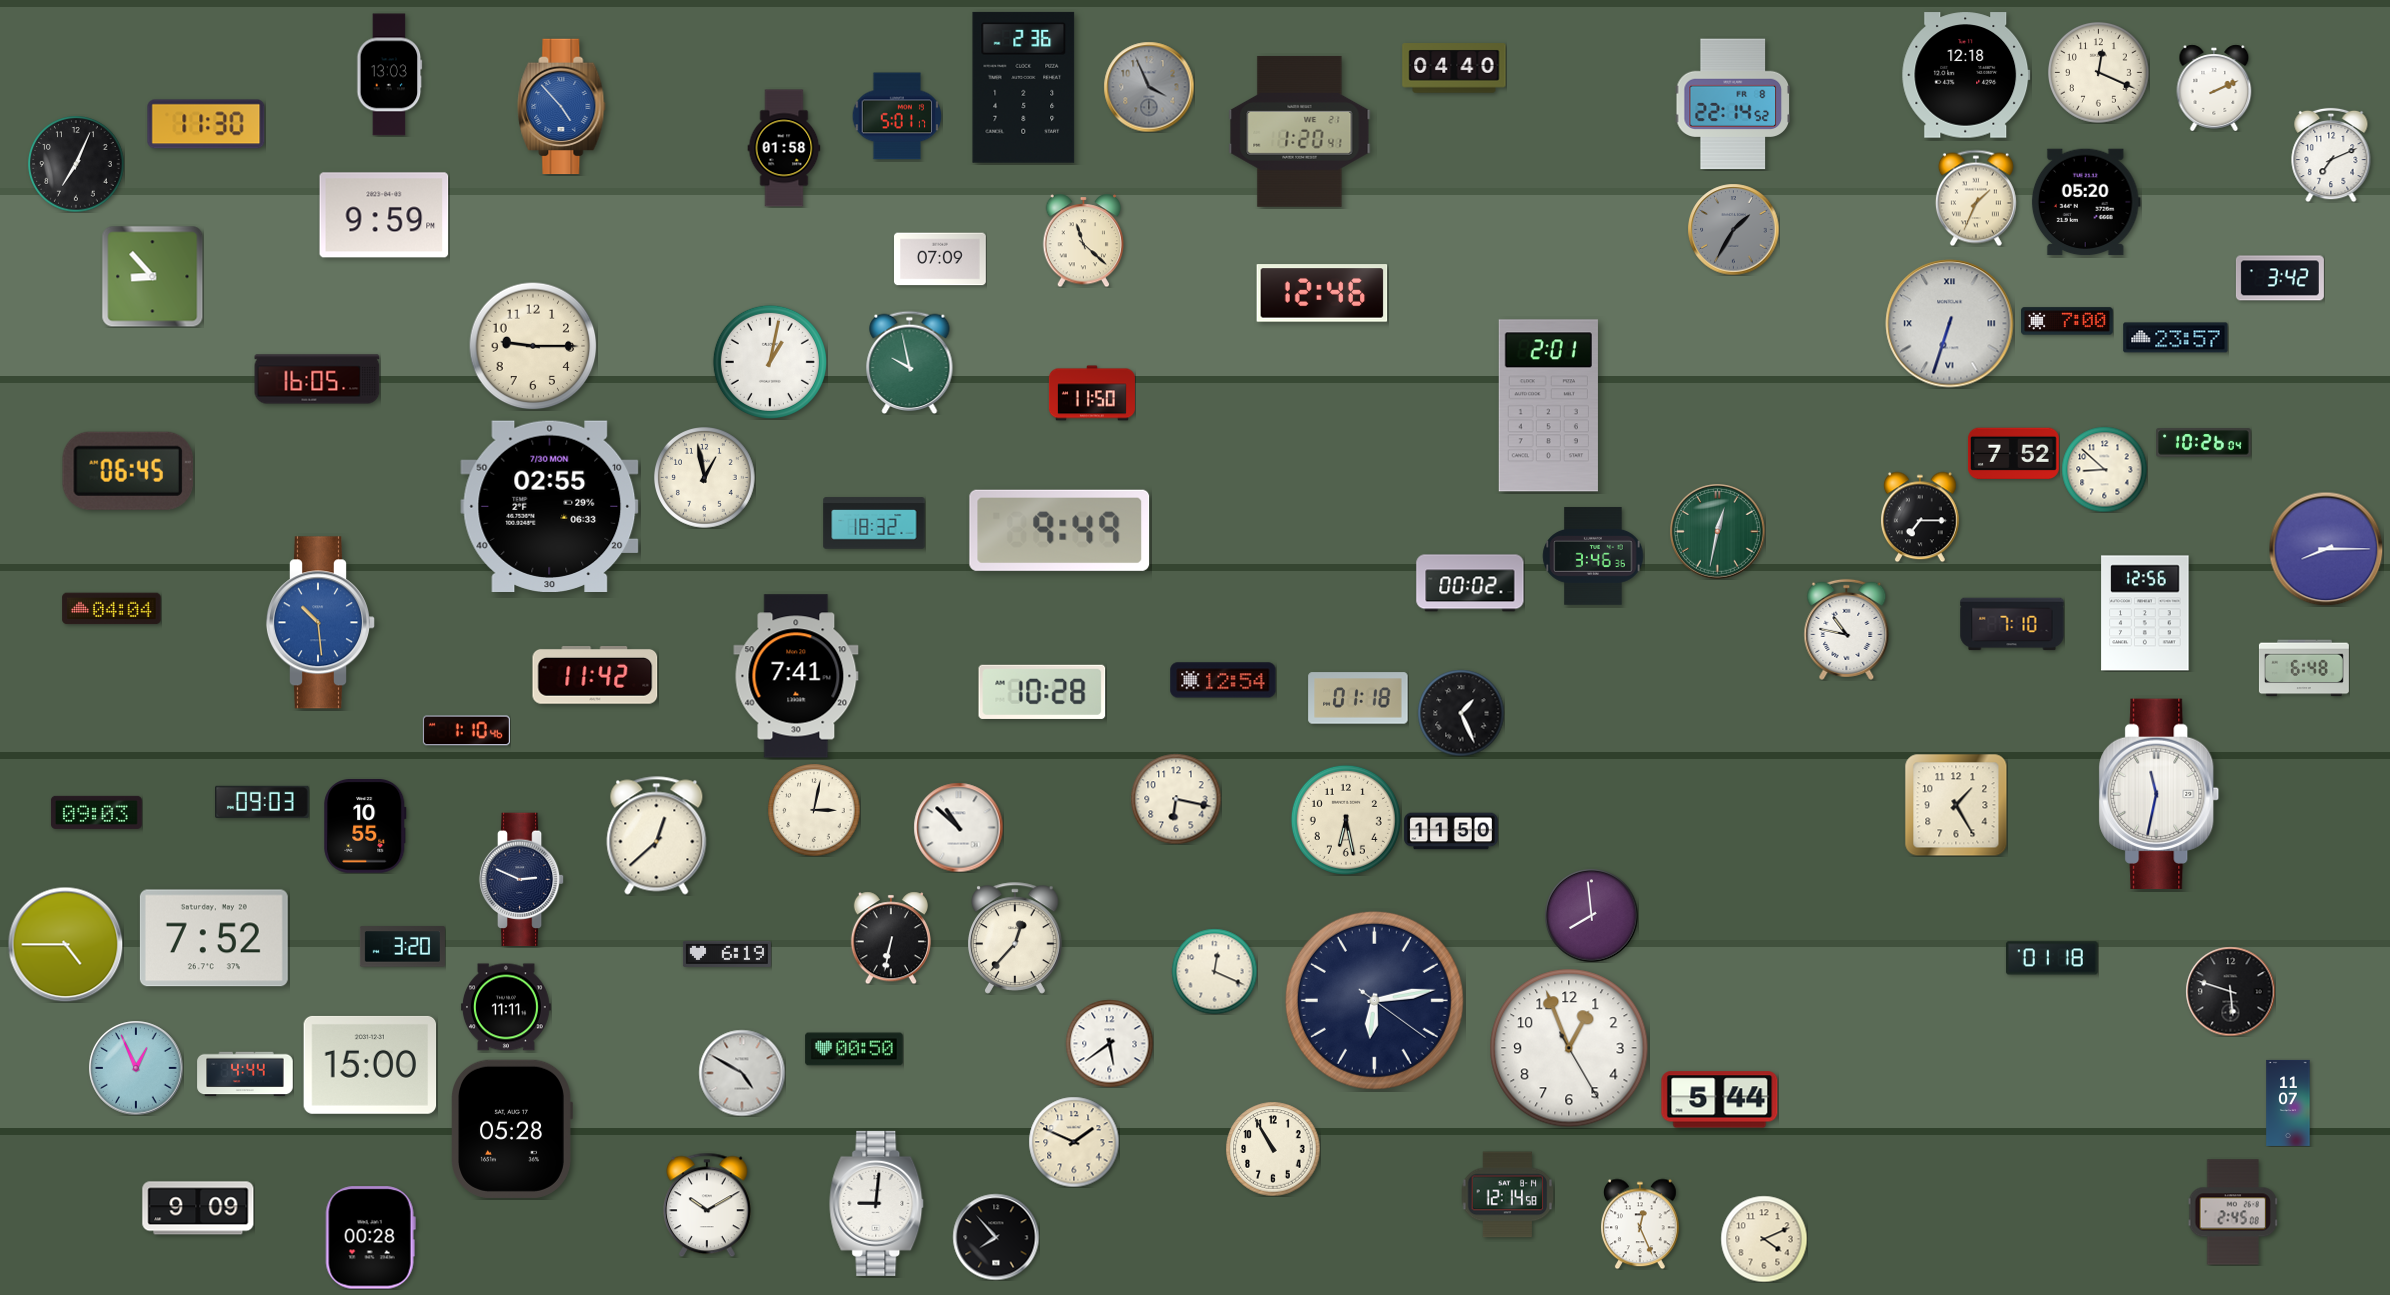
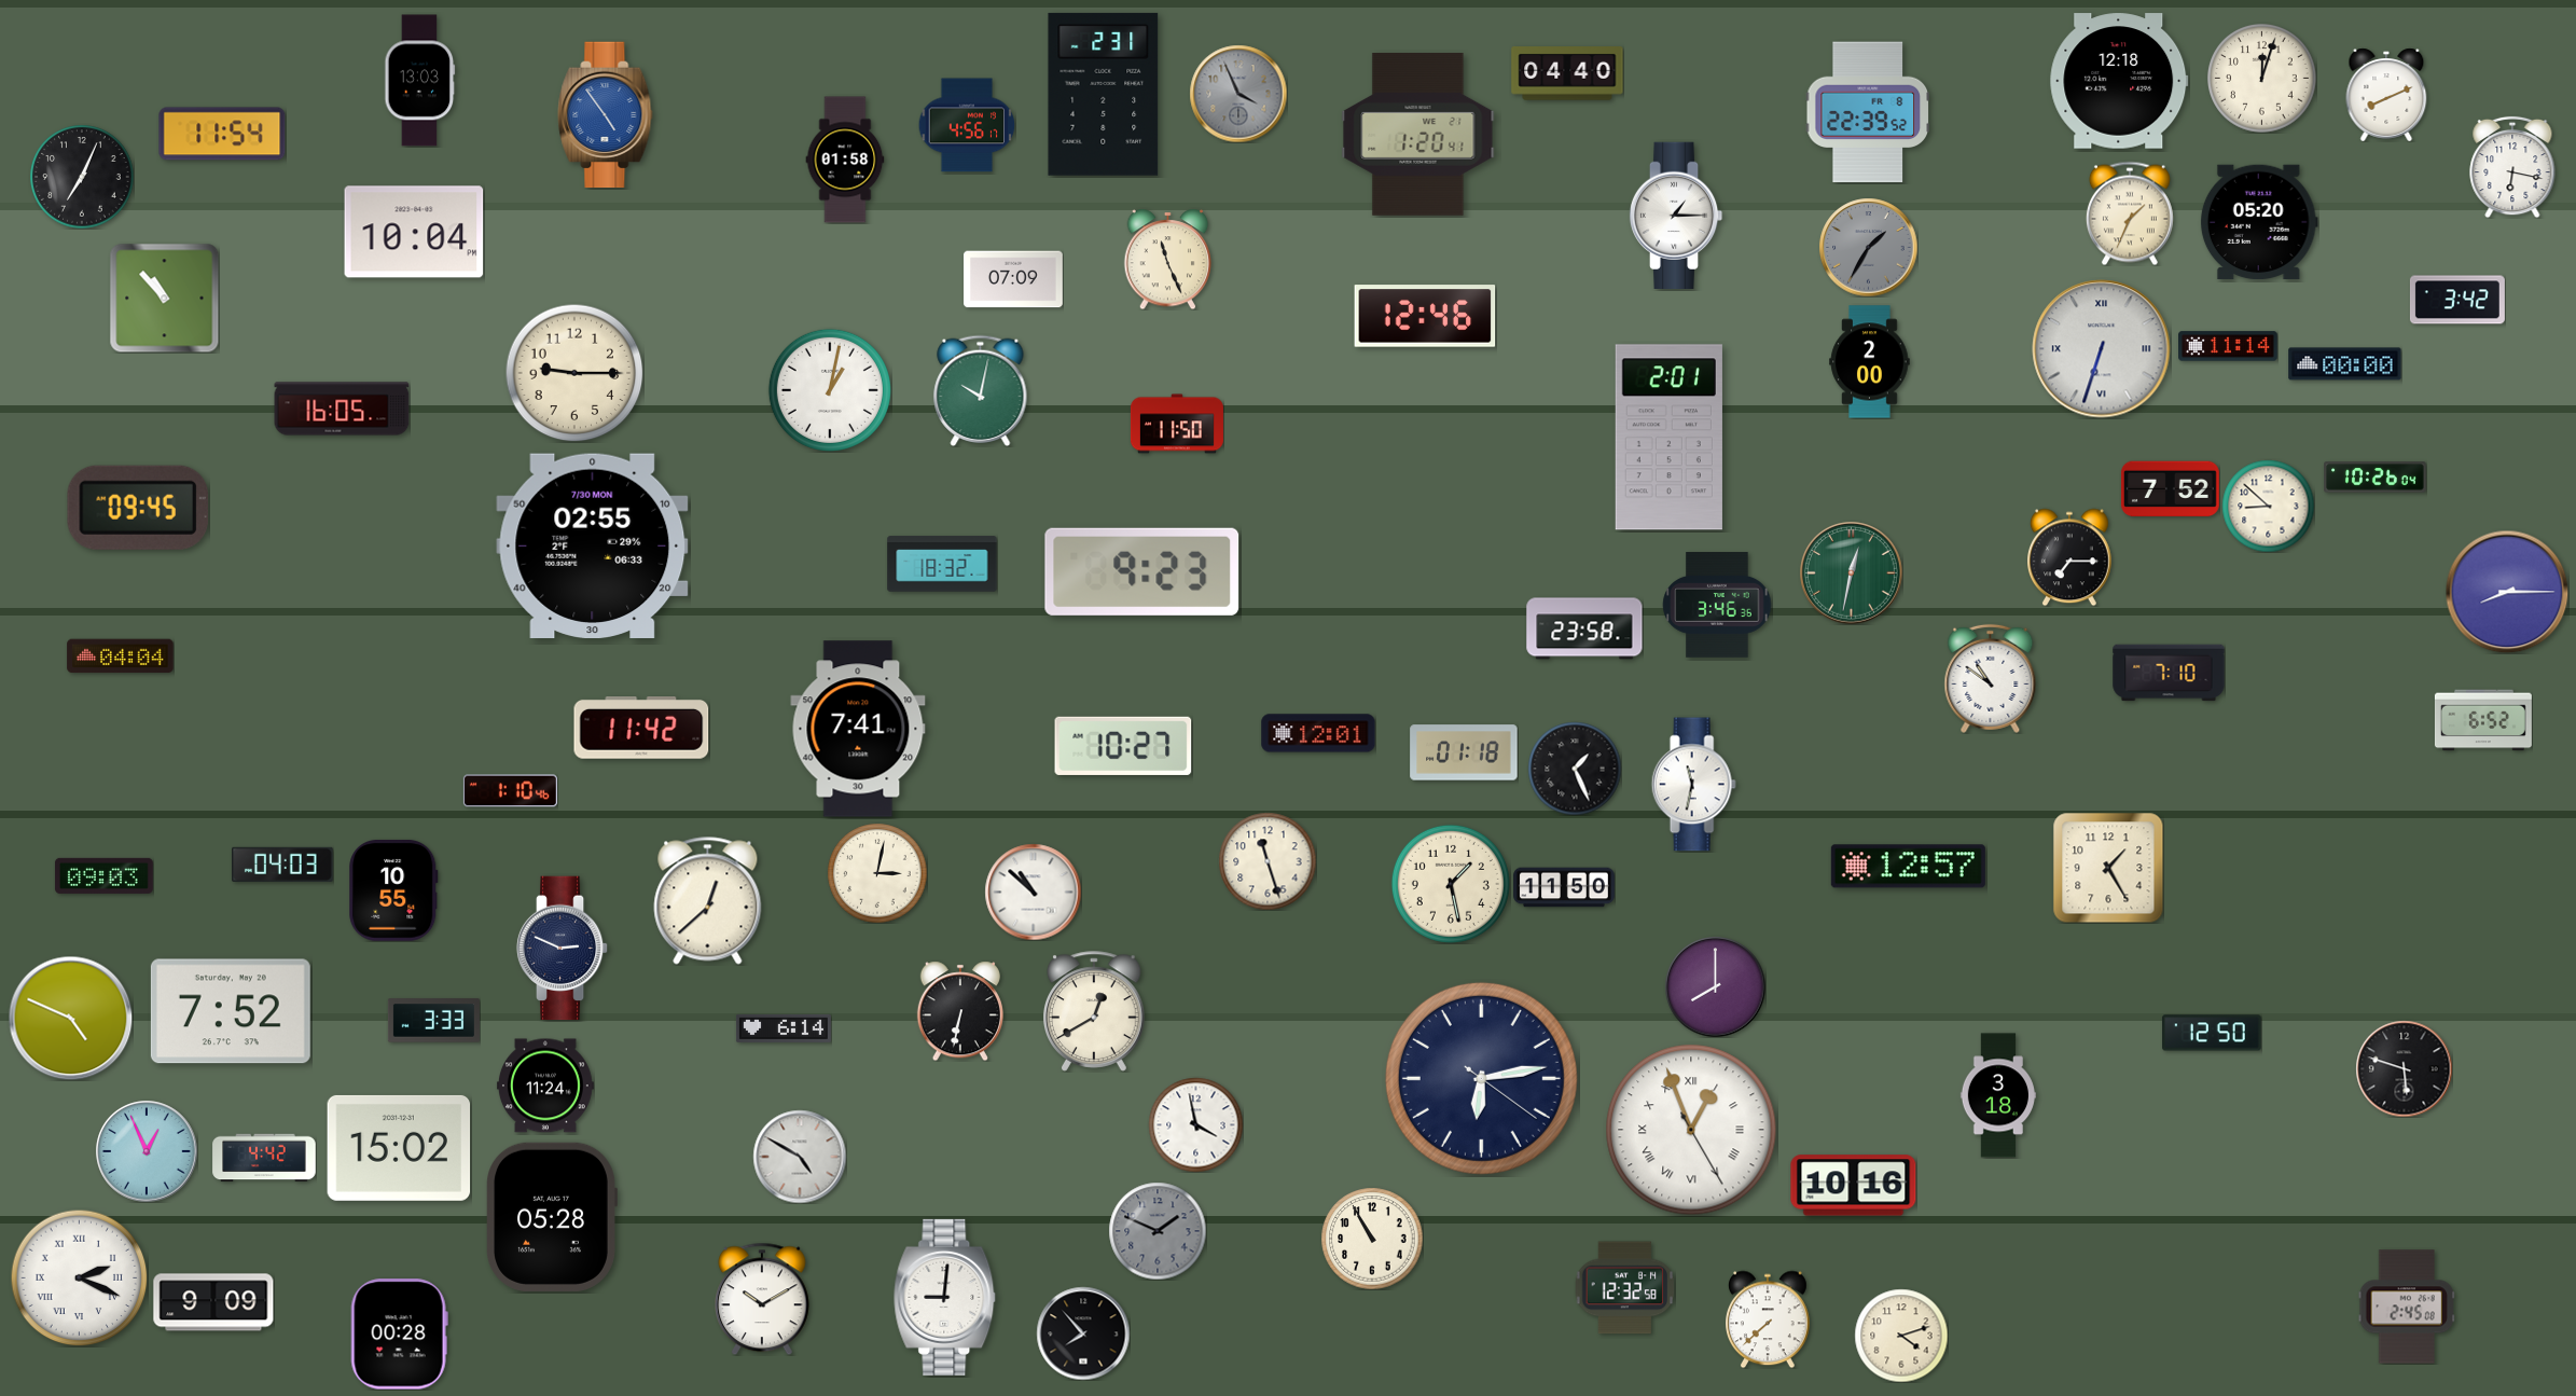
clock at (2099, 73): 12:19 -> 12:03
clock at (1024, 87): 2:36 -> 2:31
clock at (2214, 88): 2:11 -> 8:11
clock at (1732, 104): 22:14 -> 22:39
clock at (562, 107): 4:53 -> 4:54
clock at (897, 116): 5:01 -> 4:56
clock at (206, 124): 11:30 -> 11:54
clock at (1300, 131) position: (1300, 131) -> (1418, 134)
clock at (2331, 155): 7:11 -> 6:17
clock at (1676, 215): none -> 1:15
clock at (2086, 202) position: (2086, 202) -> (2259, 222)
clock at (384, 215): 9:59 -> 10:04
clock at (1084, 240): 11:22 -> 11:26
clock at (152, 276): 8:53 -> 10:53
clock at (2068, 321): 7:00 -> 11:14
clock at (1870, 362): none -> 2:00
clock at (2176, 338): 23:57 -> 00:00
clock at (910, 362): 9:58 -> 10:02
clock at (128, 471): 06:45 -> 09:45
clock at (705, 478): 12:58 -> none
clock at (1060, 530): 9:49 -> 9:23
clock at (1593, 556) position: (1593, 556) -> (1717, 605)
clock at (1470, 583): 00:02 -> 23:58
clock at (2145, 613): 12:56 -> none
clock at (320, 623): 10:29 -> none
clock at (1847, 629): 10:47 -> 10:51
clock at (2304, 668): 6:48 -> 6:52
clock at (1223, 680): 12:54 -> 12:01
clock at (1042, 692): 10:28 -> 10:27
clock at (1693, 785): none -> 11:32
clock at (466, 731) position: (466, 731) -> (510, 791)
clock at (2159, 793): 11:32 -> none
clock at (1176, 799): 6:17 -> 11:27
clock at (263, 802): 09:03 -> 04:03
clock at (1908, 867): none -> 12:57
clock at (1346, 820): 6:28 -> 1:28
clock at (1451, 831) position: (1451, 831) -> (1564, 887)
clock at (1591, 915): 7:59 -> 8:00
clock at (1016, 938): 12:37 -> 12:40
clock at (65, 944): 4:45 -> 4:49
clock at (402, 947): 3:20 -> 3:33
clock at (727, 954): 6:19 -> 6:14
clock at (2052, 958): 01:18 -> 12:50
clock at (1214, 971): 12:19 -> none
clock at (506, 1007): 11:11 -> 11:24
clock at (1997, 1095): none -> 3:18
clock at (1109, 1043): 5:39 -> 3:58
clock at (1569, 1048) numerals: Arabic -> Roman
clock at (854, 1049): 00:50 -> none
clock at (370, 1065): 15:00 -> 15:02
clock at (245, 1074): 4:44 -> 4:42
clock at (1720, 1100): 5:44 -> 10:16
clock at (2288, 1103): 11:07 -> none
clock at (1074, 1142) dial: cream -> grey
clock at (79, 1277): none -> 2:19
clock at (1507, 1195): 12:14 -> 12:32
clock at (1641, 1224): 12:26 -> 7:38
clock at (996, 1237) position: (996, 1237) -> (1083, 1333)
clock at (1764, 1239): 4:11 -> 4:12
